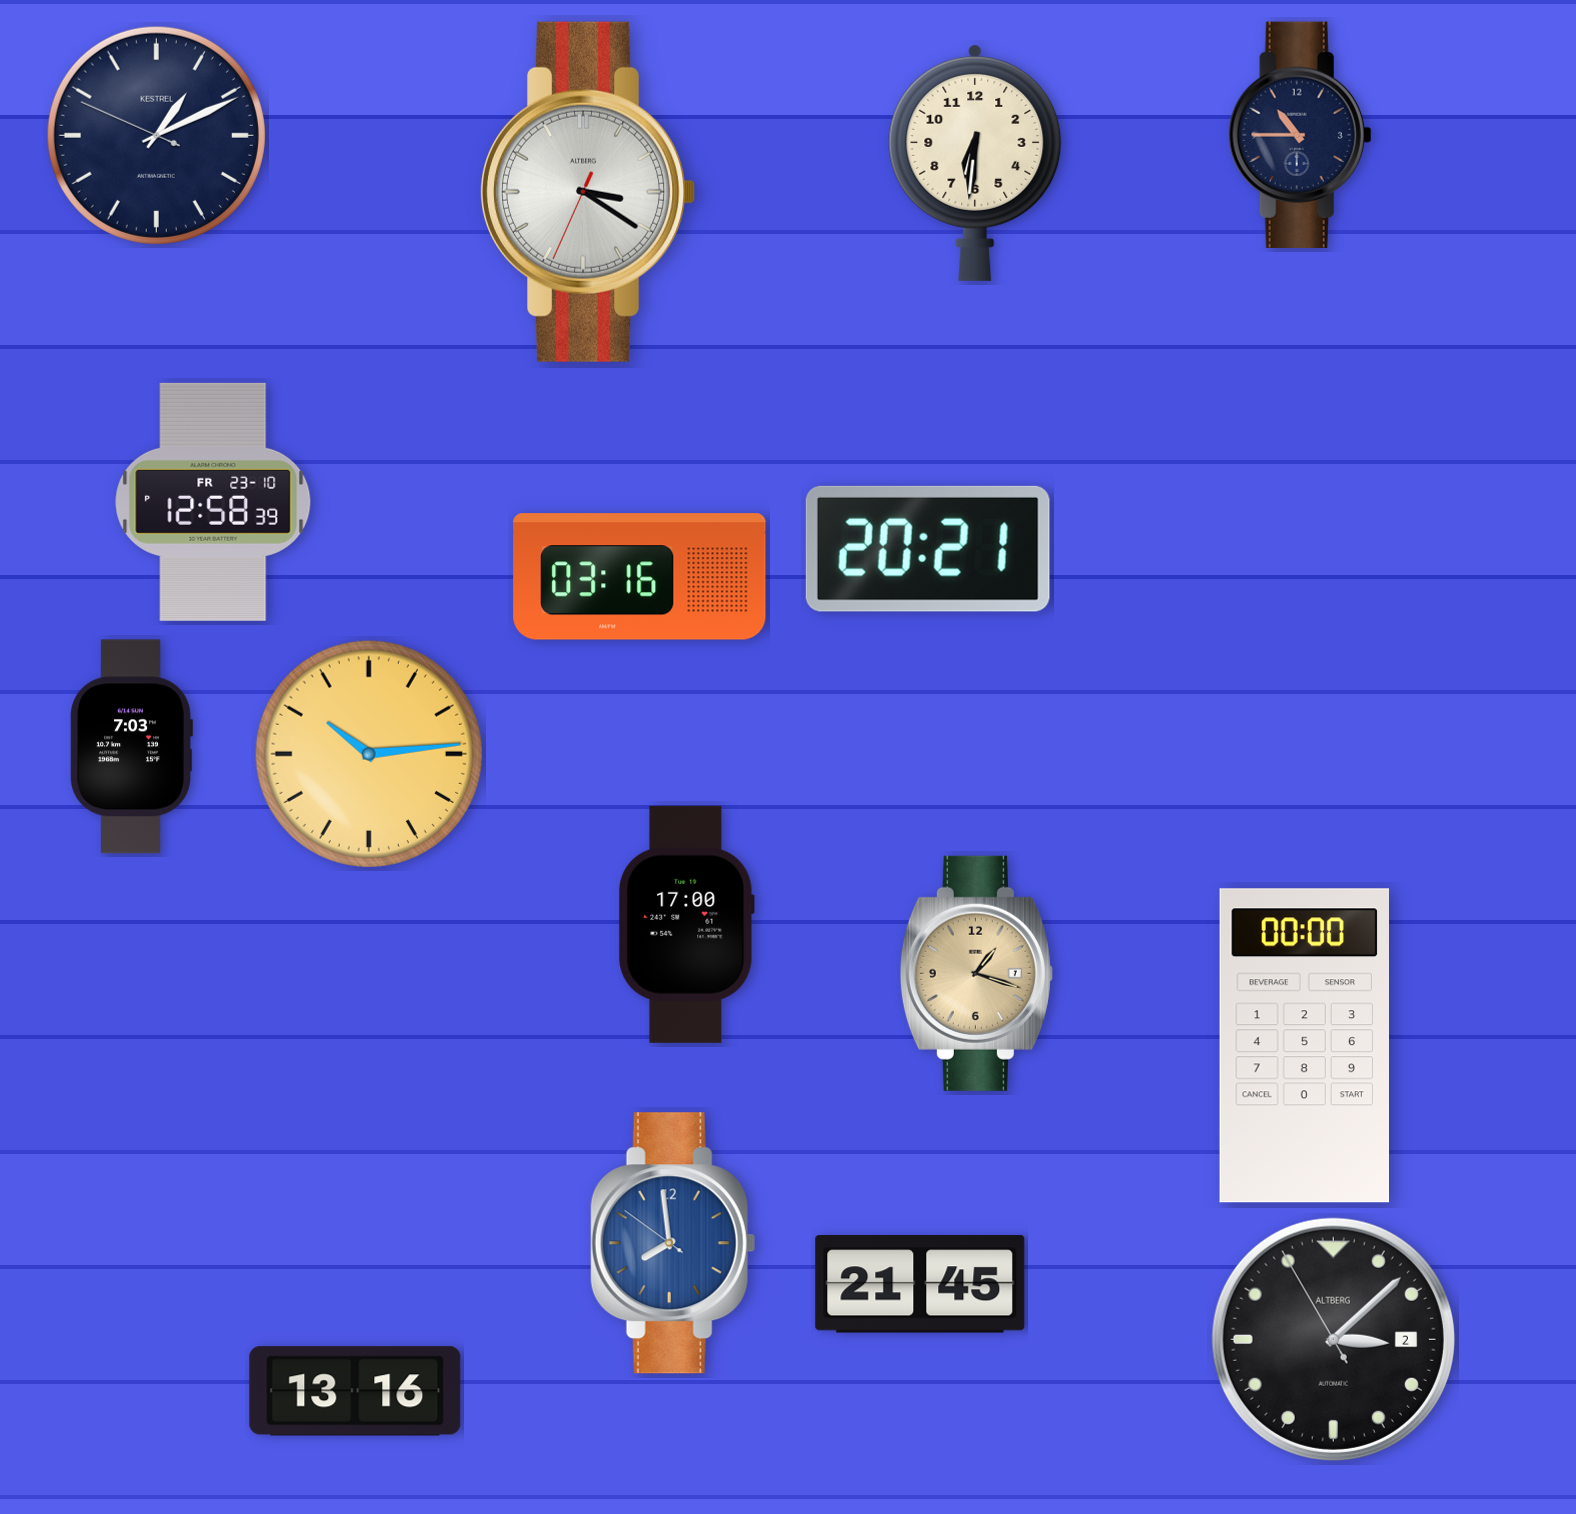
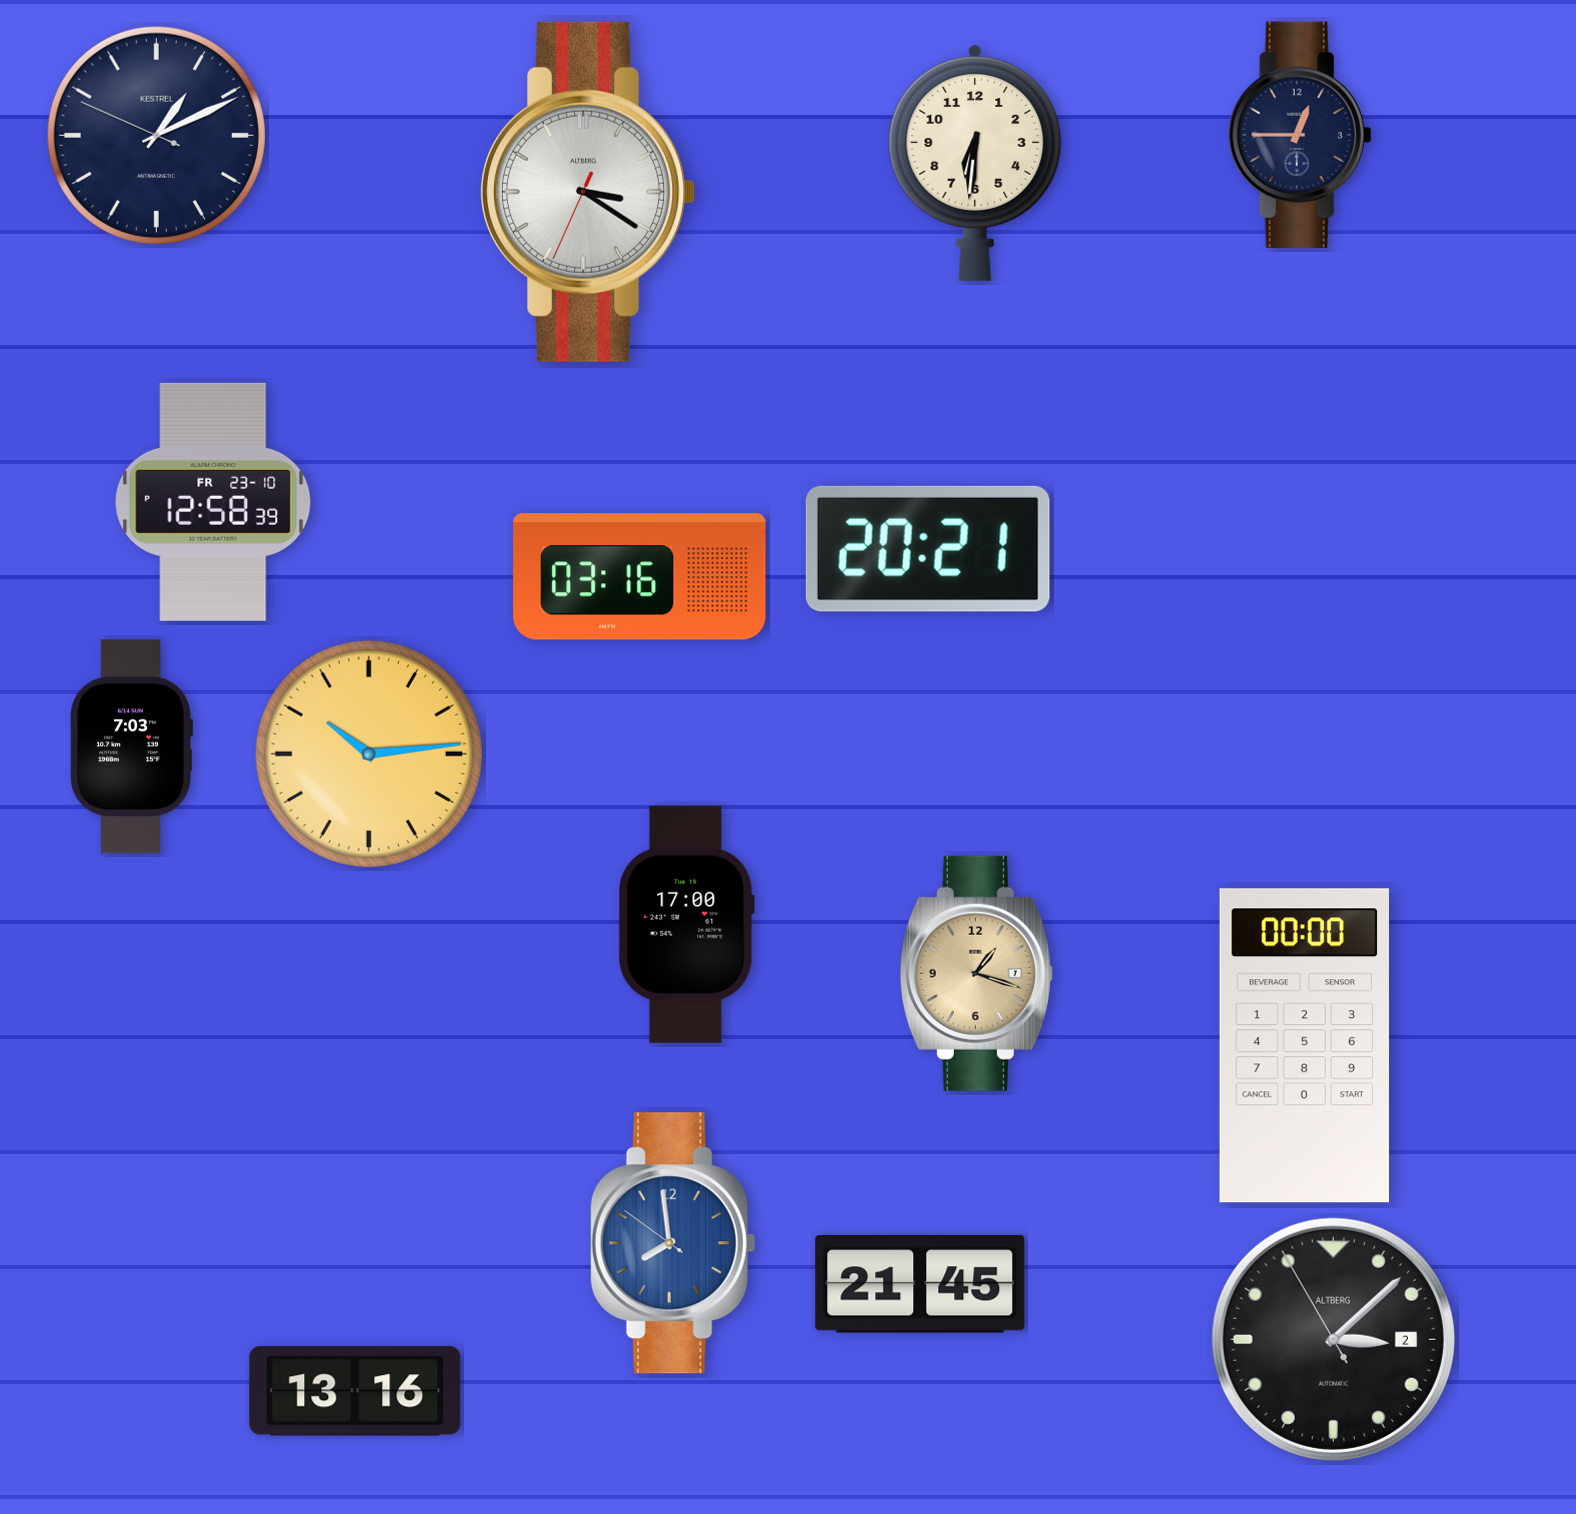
clock at (1300, 135): 10:45 -> 12:45
